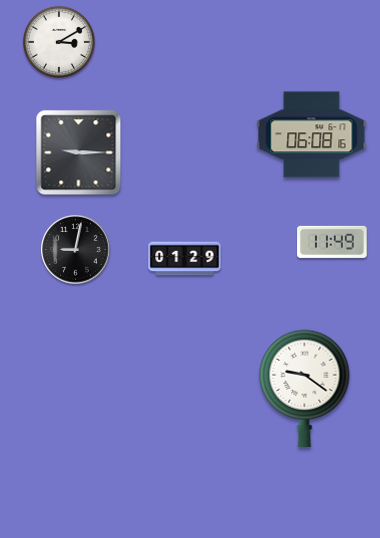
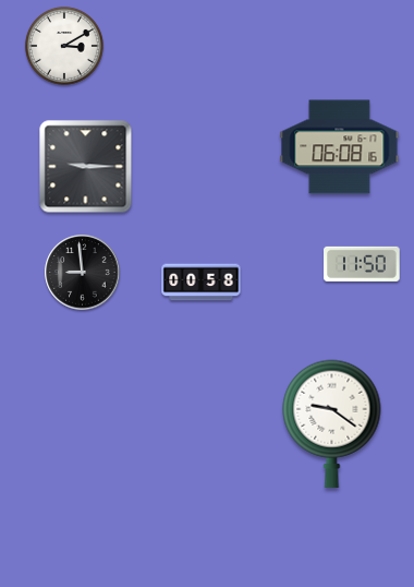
clock at (332, 242): 11:49 -> 11:50
clock at (76, 250): 9:02 -> 8:59
clock at (185, 259): 01:29 -> 00:58
